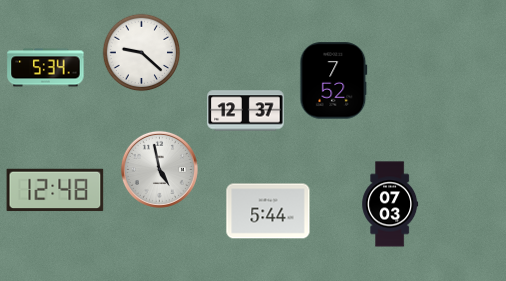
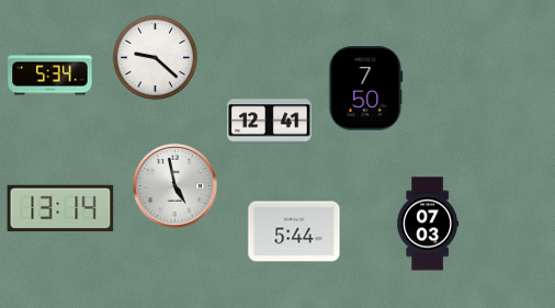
clock at (334, 81): 7:52 -> 7:50
clock at (246, 111): 12:37 -> 12:41
clock at (55, 190): 12:48 -> 13:14
